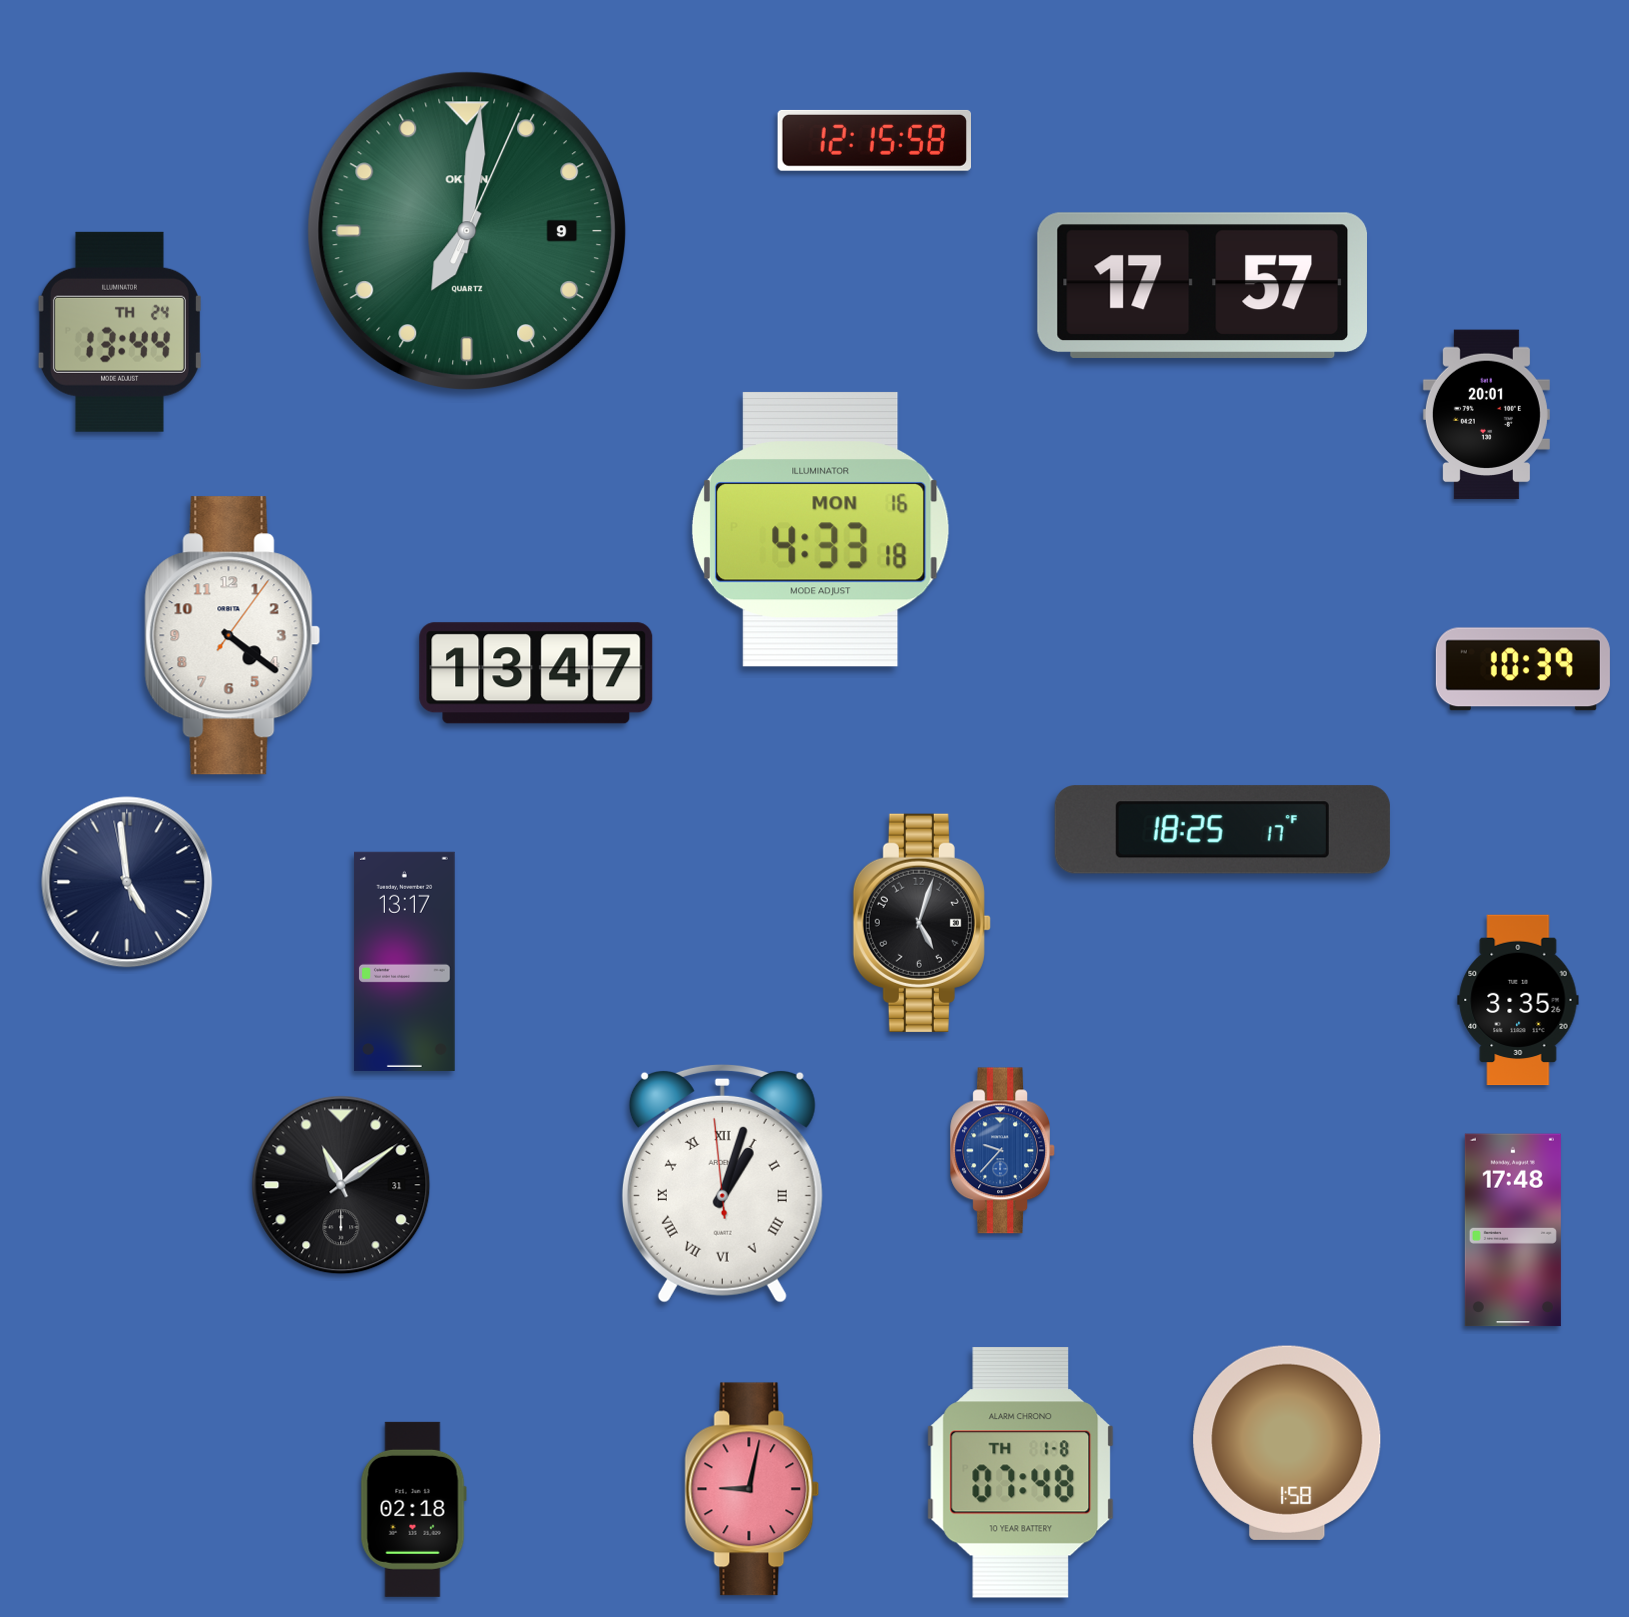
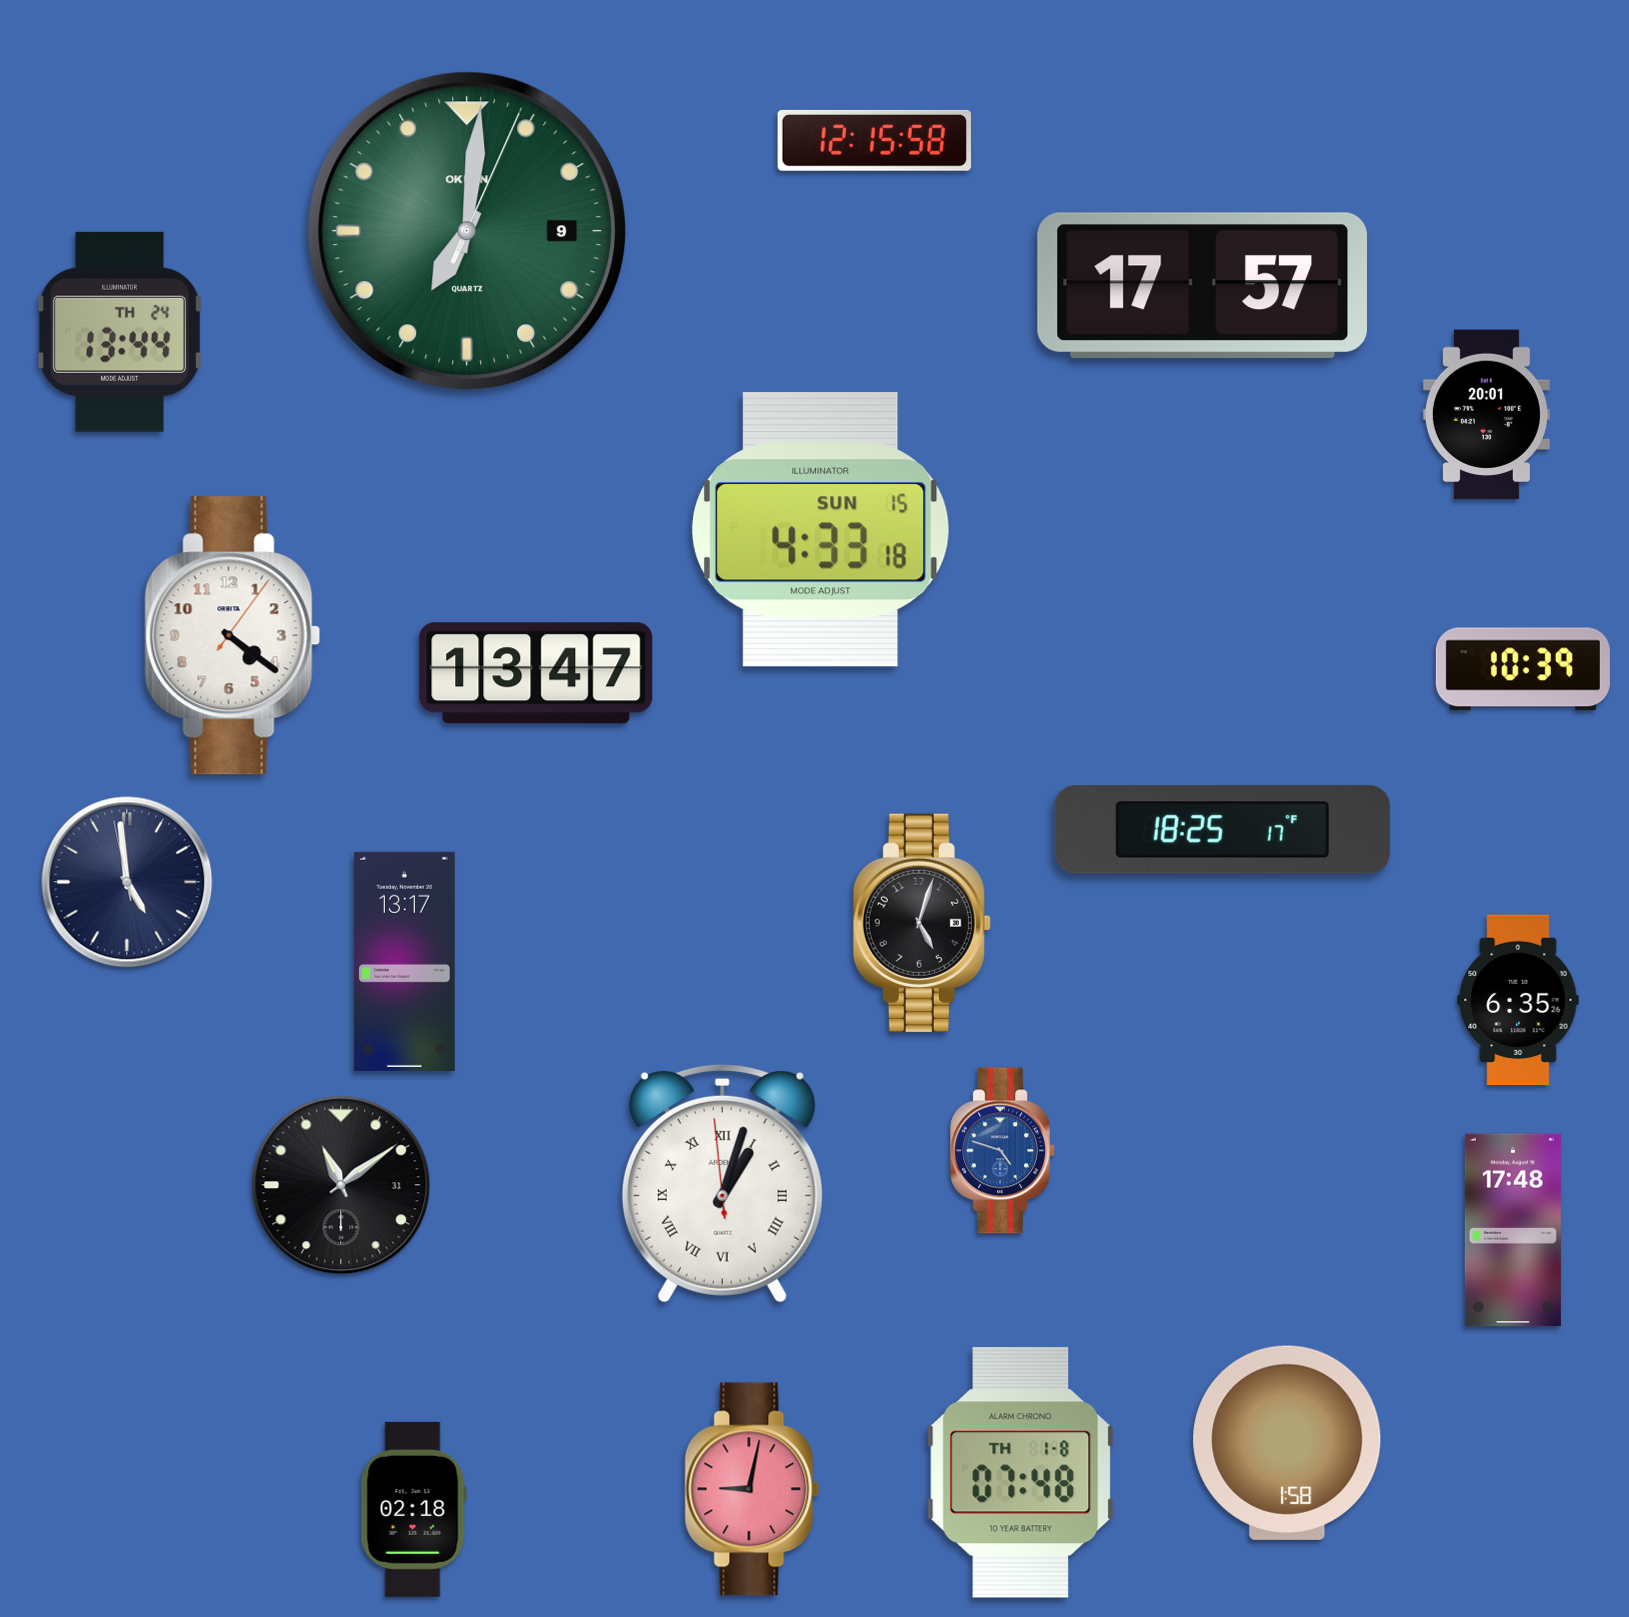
clock at (820, 529) date: MON 16 -> SUN 15
clock at (1518, 1000): 3:35 -> 6:35
clock at (1002, 1151): 9:37 -> 4:48
